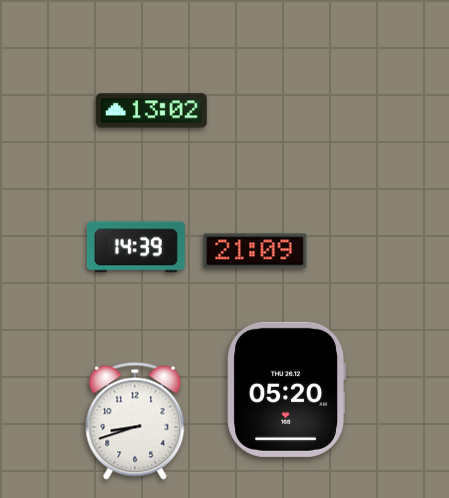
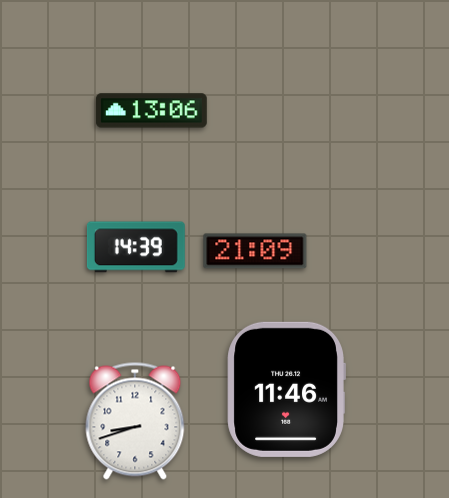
clock at (151, 111): 13:02 -> 13:06
clock at (286, 389): 05:20 -> 11:46
